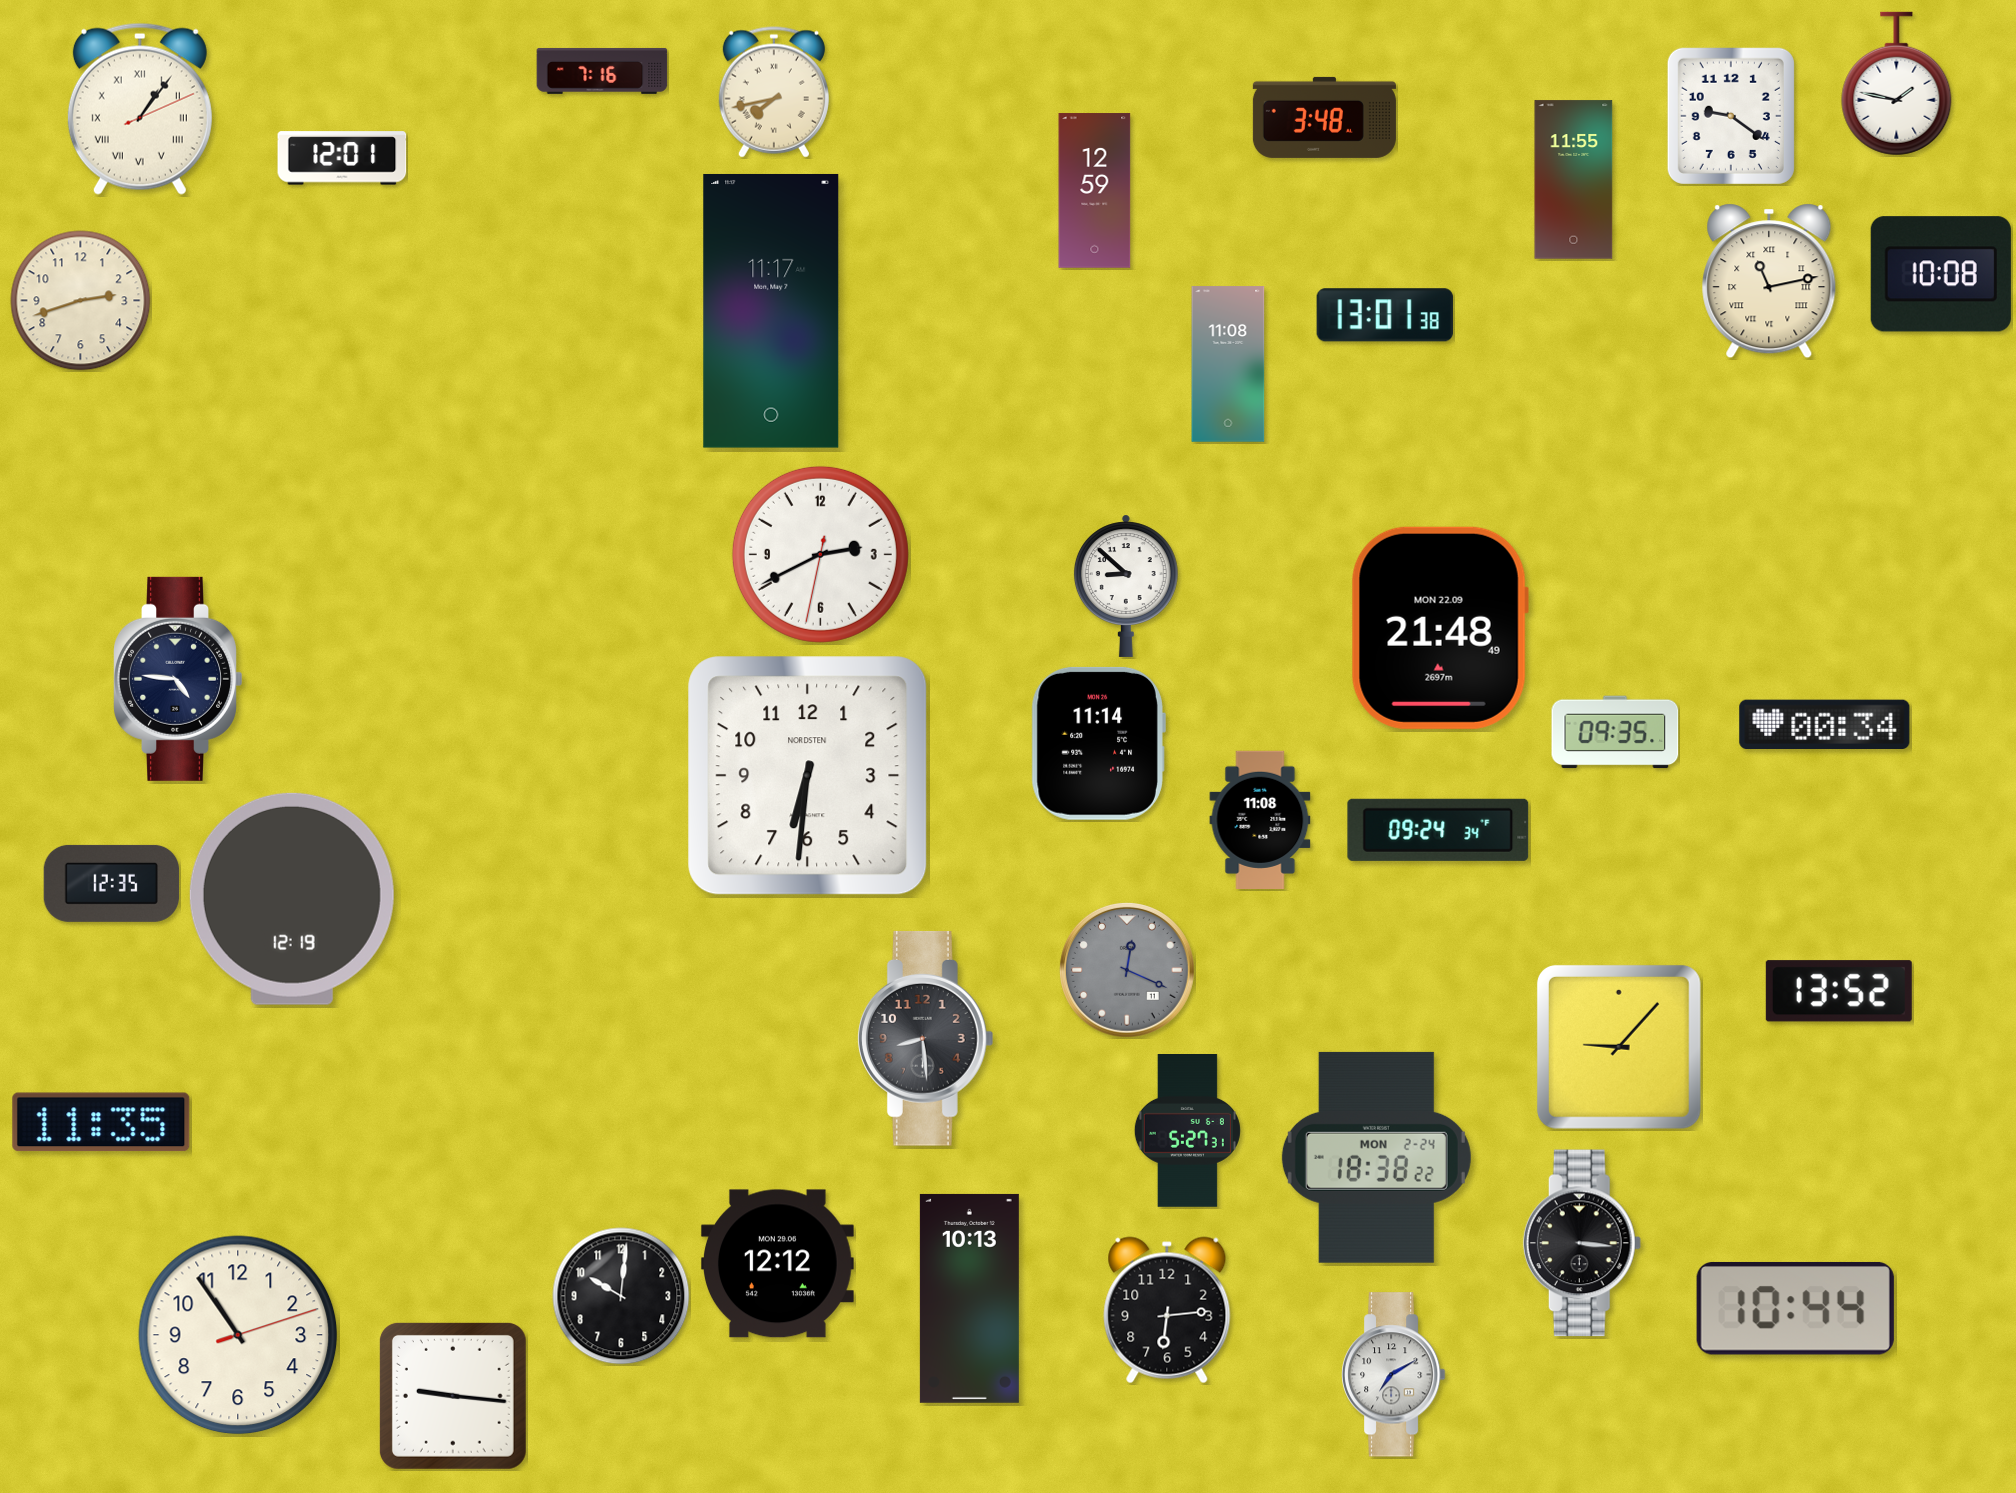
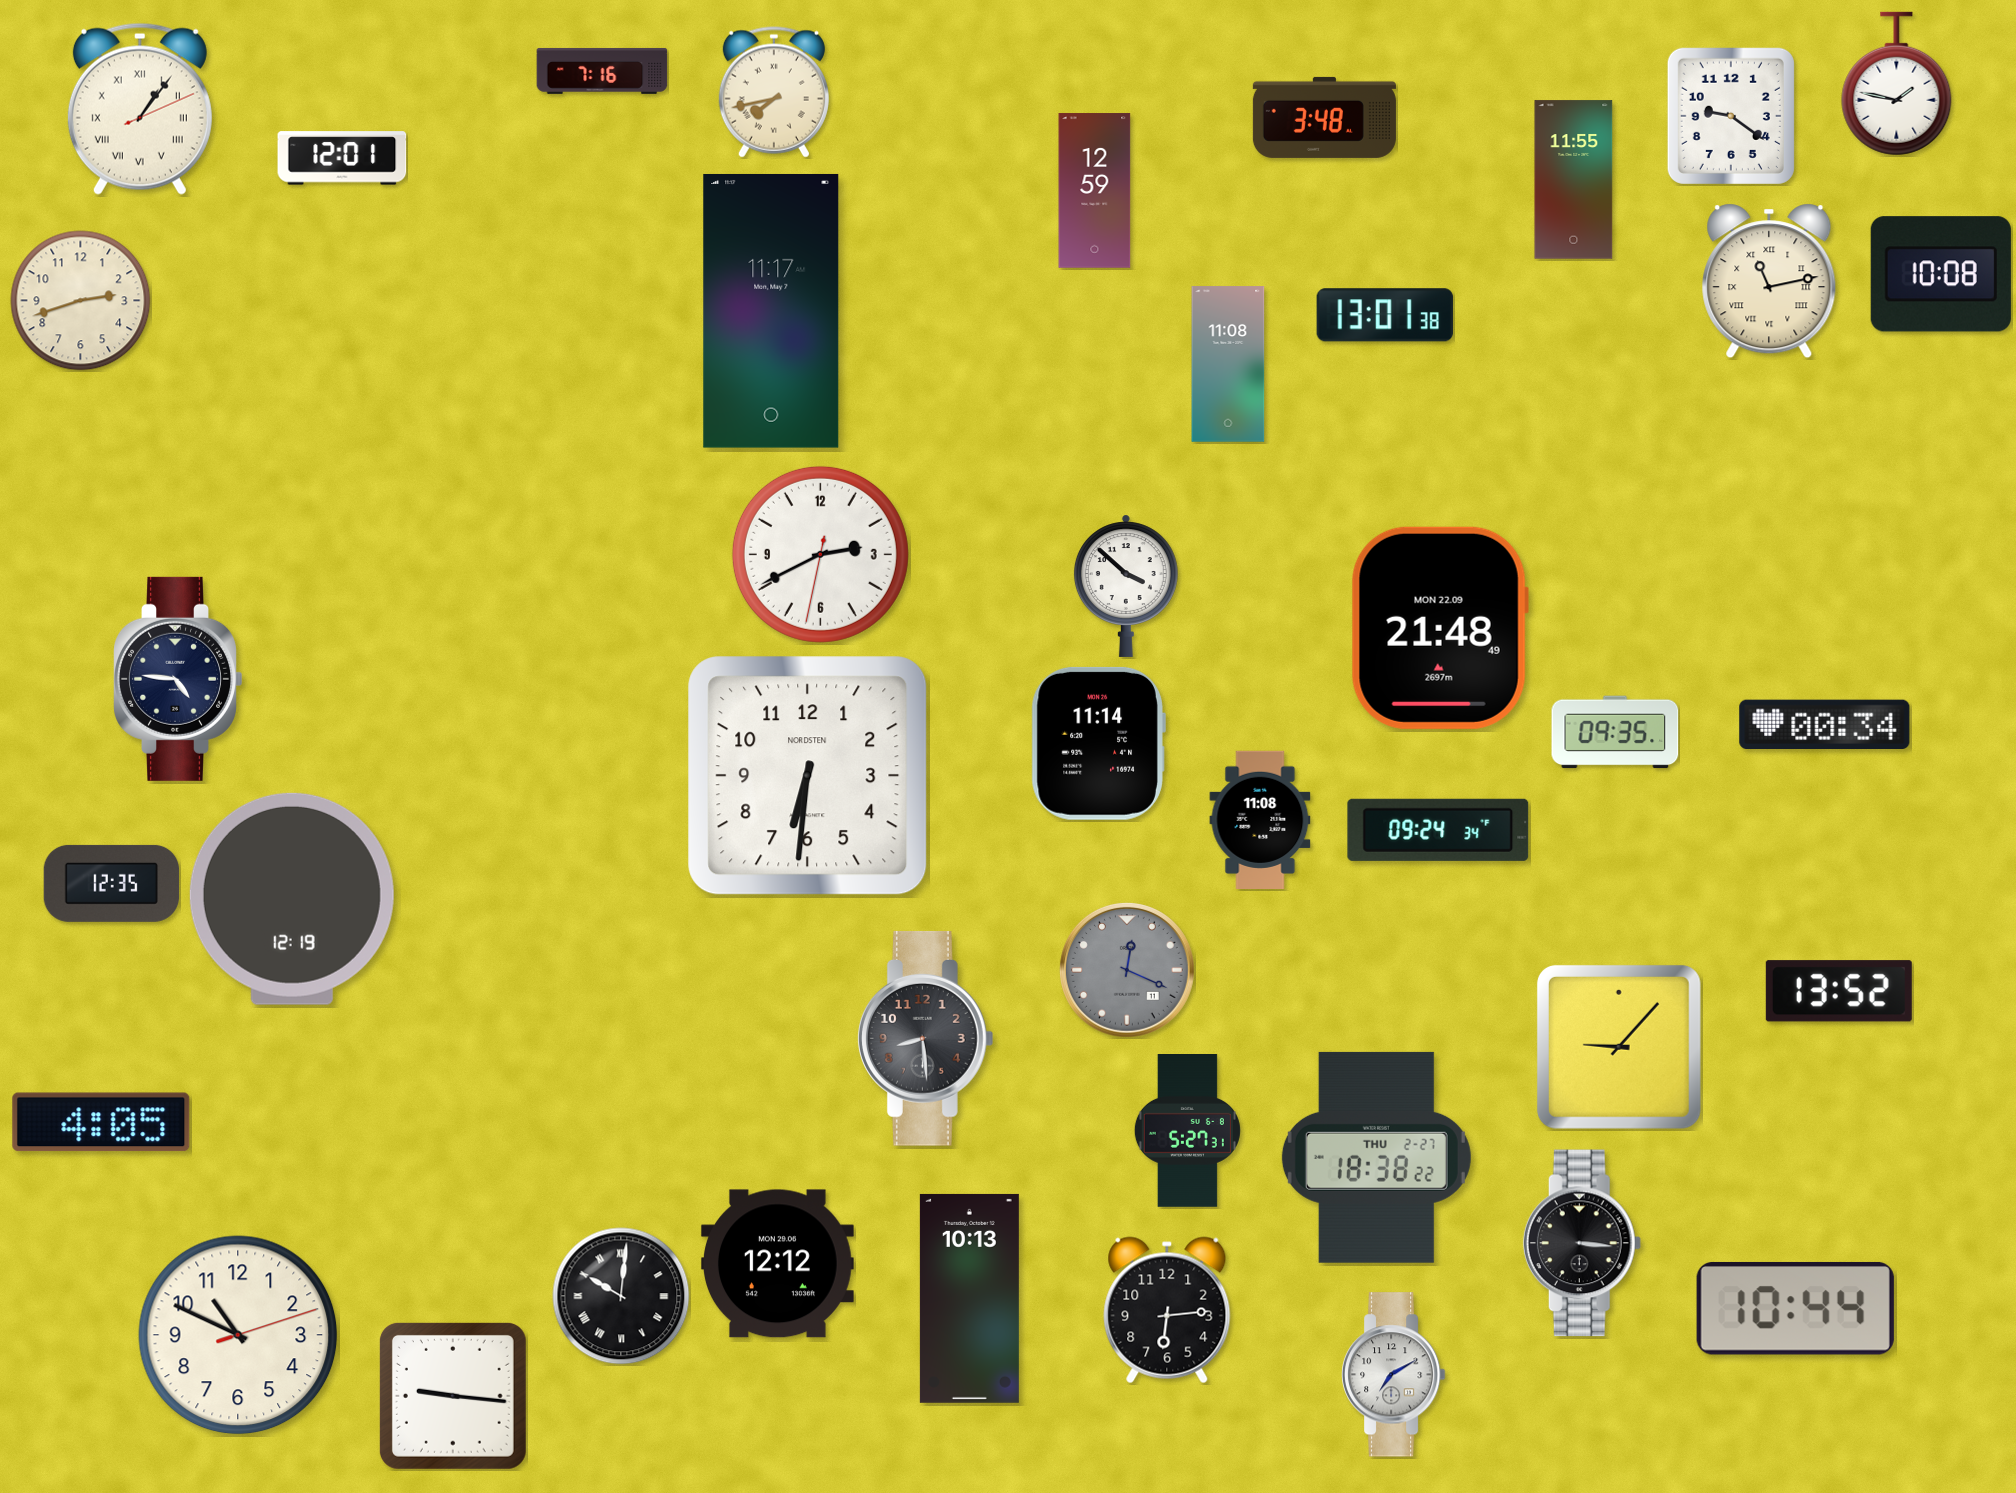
clock at (1126, 586): 8:52 -> 3:52
clock at (101, 1122): 11:35 -> 4:05
clock at (1376, 1157) date: MON 2-24 -> THU 2-27
clock at (621, 1296) numerals: Arabic -> Roman
clock at (238, 1335): 10:54 -> 10:49
